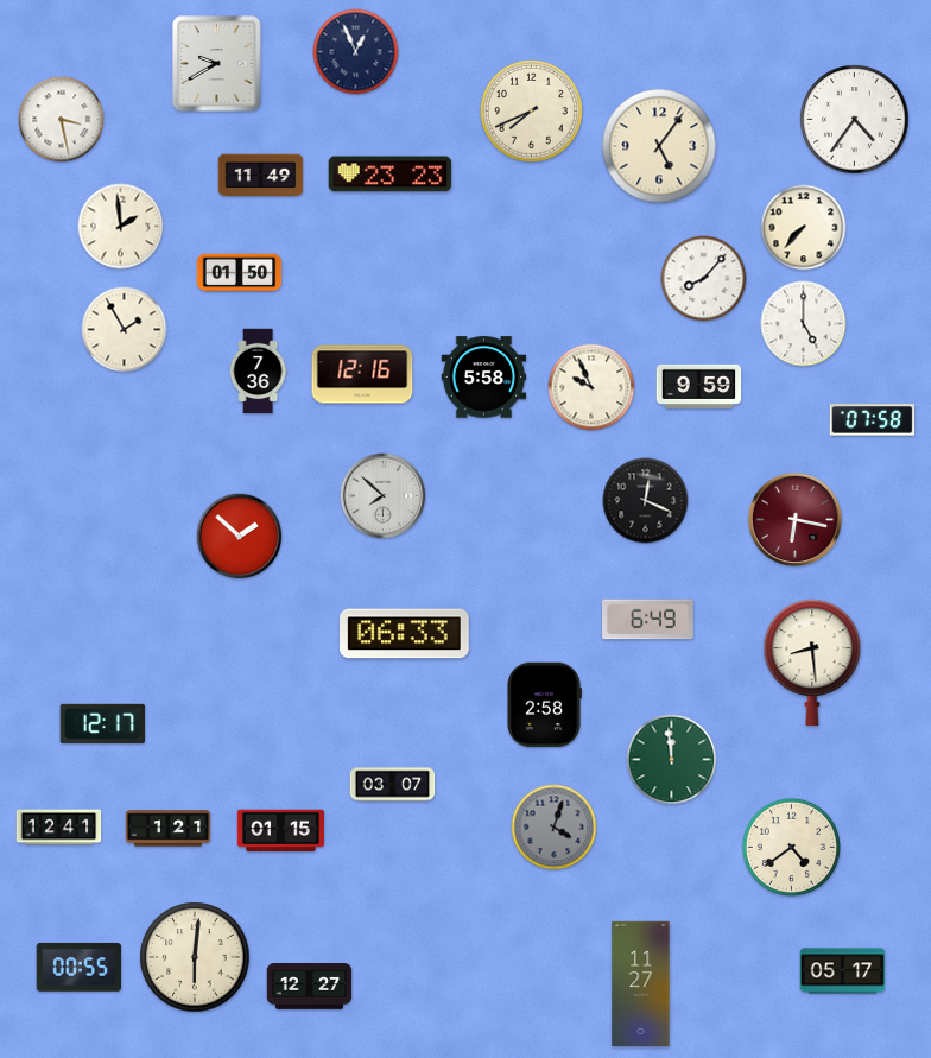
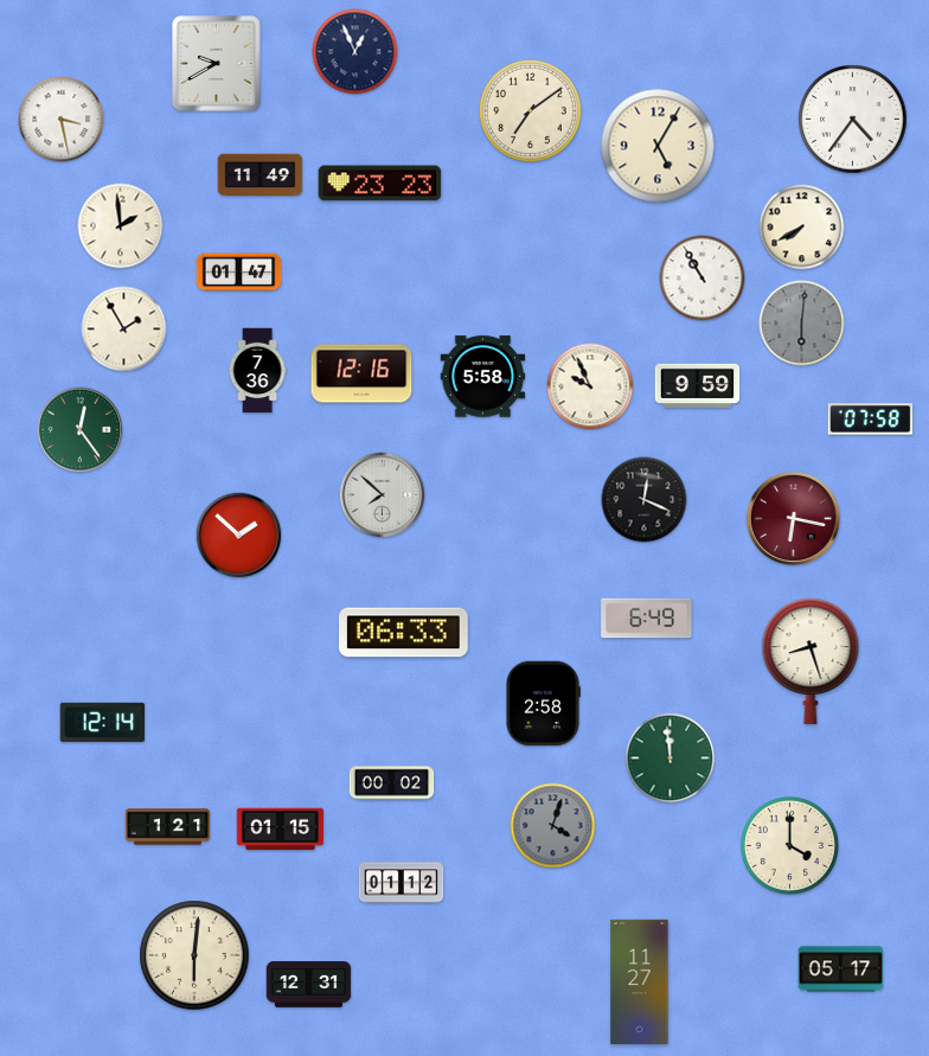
clock at (531, 110): 7:41 -> 7:09
clock at (659, 146): 5:06 -> 5:05
clock at (391, 175) position: (391, 175) -> (380, 184)
clock at (804, 228): 7:37 -> 7:40
clock at (240, 273): 01:50 -> 01:47
clock at (704, 279): 8:07 -> 10:55
clock at (804, 324): 5:00 -> 6:01
clock at (804, 324) dial: white -> grey
clock at (81, 430): none -> 12:24
clock at (812, 663): 8:29 -> 8:27
clock at (103, 723): 12:17 -> 12:14
clock at (393, 785): 03:07 -> 00:02
clock at (59, 828): 12:41 -> none
clock at (791, 847): 4:39 -> 4:00
clock at (402, 883): none -> 01:12
clock at (80, 968): 00:55 -> none
clock at (310, 987): 12:27 -> 12:31
